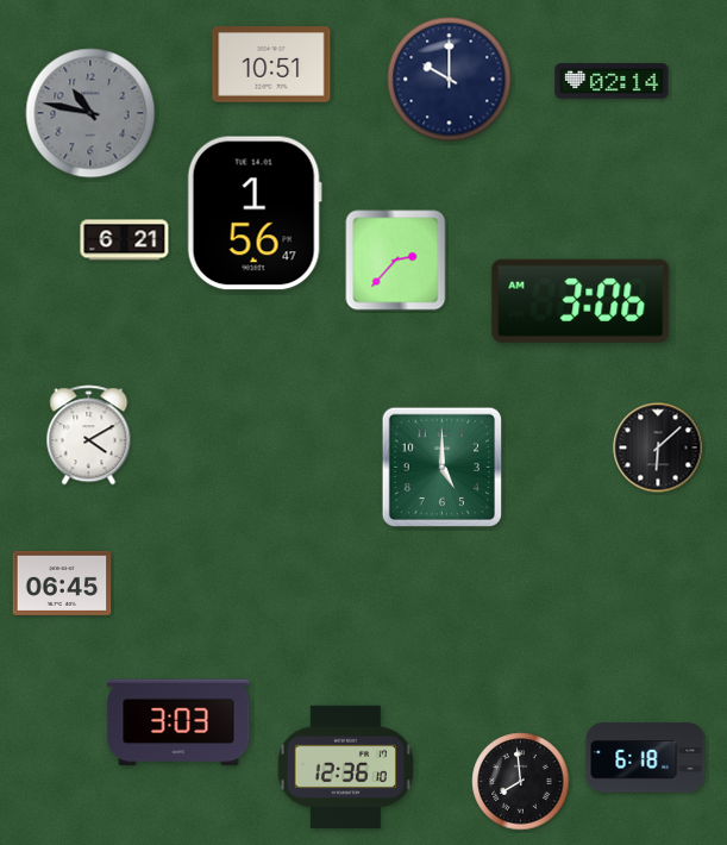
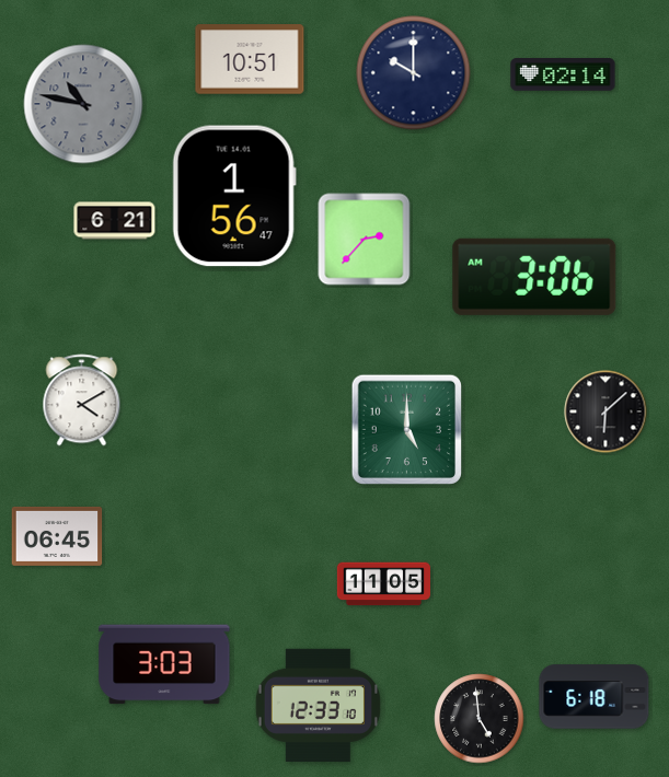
clock at (383, 584): none -> 11:05
clock at (345, 766): 12:36 -> 12:33
clock at (521, 782): 7:59 -> 4:59
